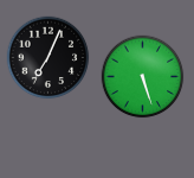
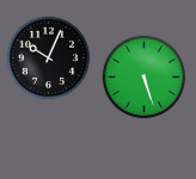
clock at (48, 58): 7:04 -> 10:04
